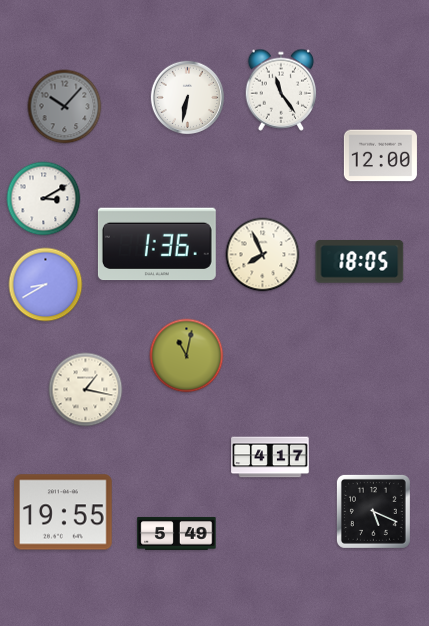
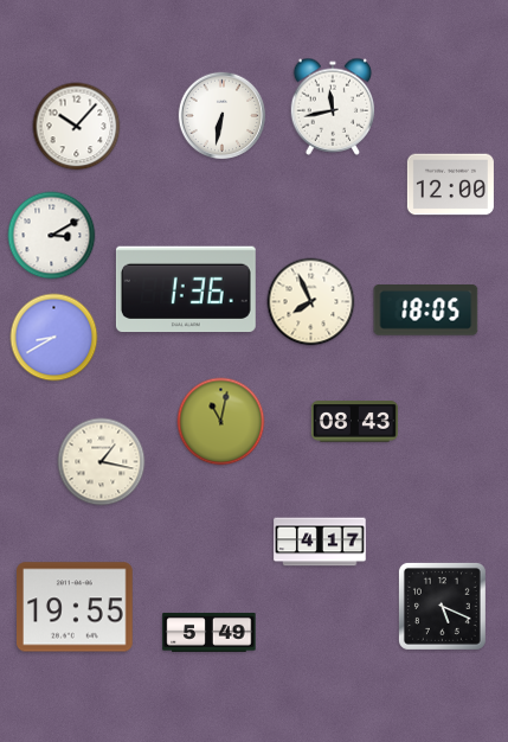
clock at (281, 90): 11:24 -> 11:43
clock at (65, 107) dial: grey -> white
clock at (354, 422): none -> 08:43
